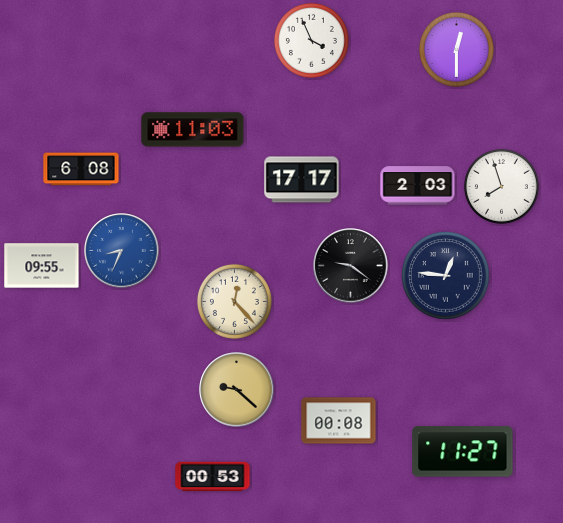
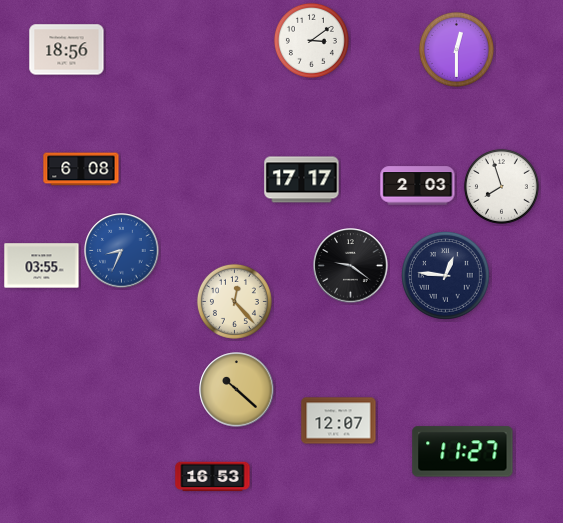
clock at (311, 40): 3:56 -> 3:09
clock at (67, 50): none -> 18:56
clock at (193, 130): 11:03 -> none
clock at (42, 266): 09:55 -> 03:55
clock at (237, 390): 9:22 -> 10:22
clock at (339, 421): 00:08 -> 12:07
clock at (213, 477): 00:53 -> 16:53
